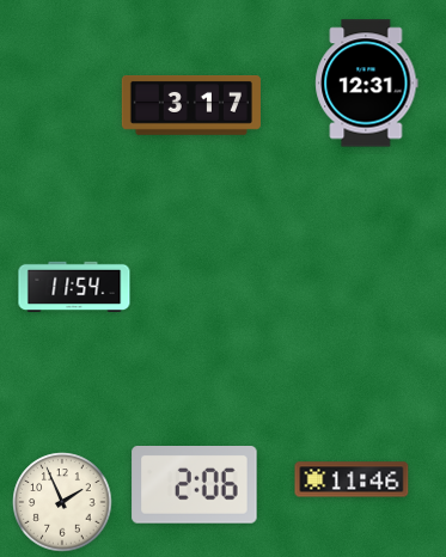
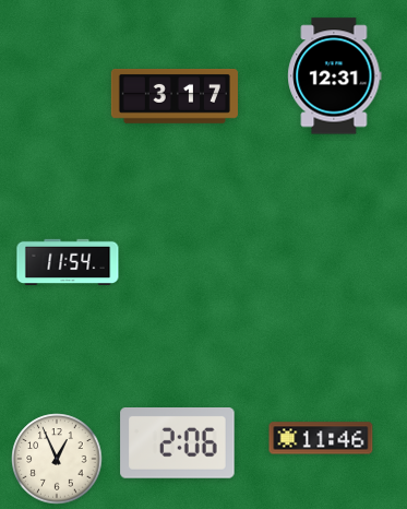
clock at (62, 502): 1:56 -> 12:56
